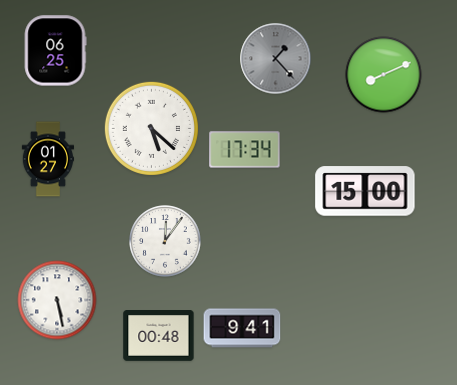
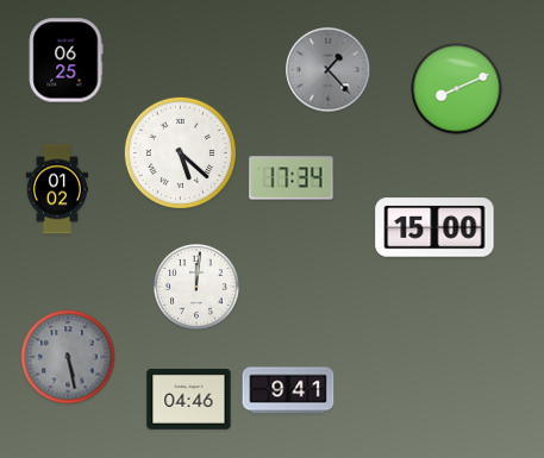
clock at (47, 159): 01:27 -> 01:02
clock at (165, 241): 12:06 -> 12:01
clock at (57, 300) dial: white -> grey
clock at (159, 336): 00:48 -> 04:46
